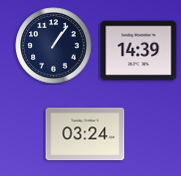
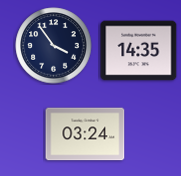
clock at (54, 46): 1:06 -> 3:54
clock at (139, 51): 14:39 -> 14:35
